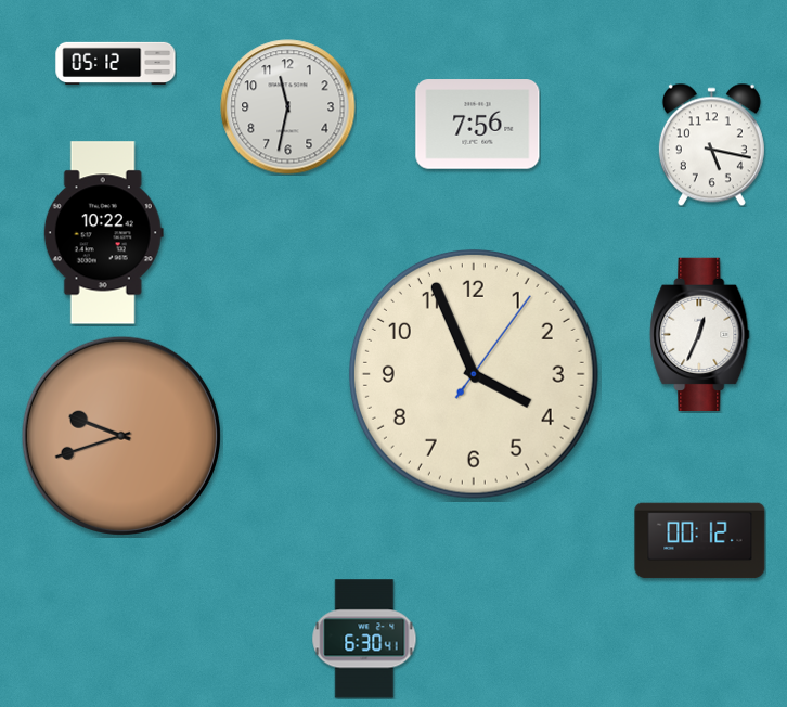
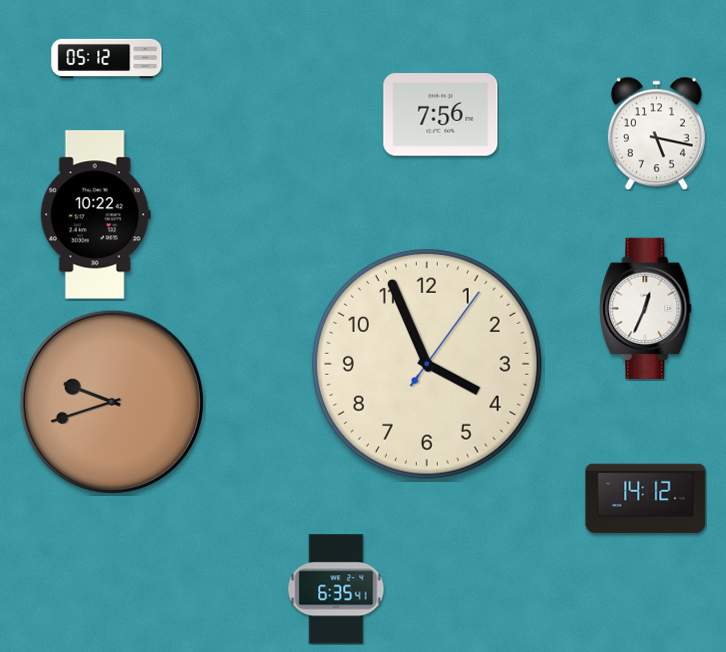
clock at (288, 107): 11:32 -> none
clock at (474, 374) position: (474, 374) -> (427, 364)
clock at (700, 541): 00:12 -> 14:12
clock at (364, 639): 6:30 -> 6:35
